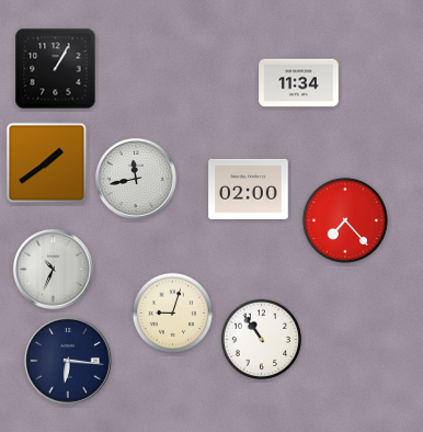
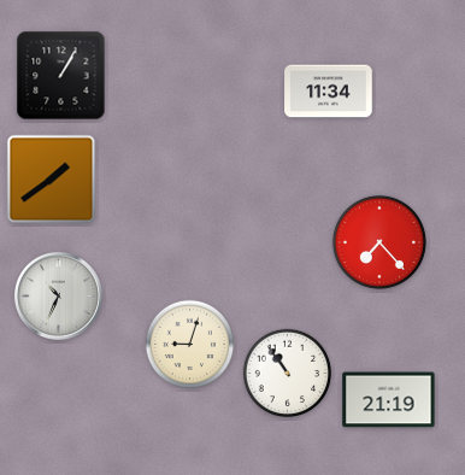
clock at (137, 180): 11:43 -> none
clock at (249, 189): 02:00 -> none
clock at (68, 361): 6:16 -> none
clock at (389, 400): none -> 21:19
